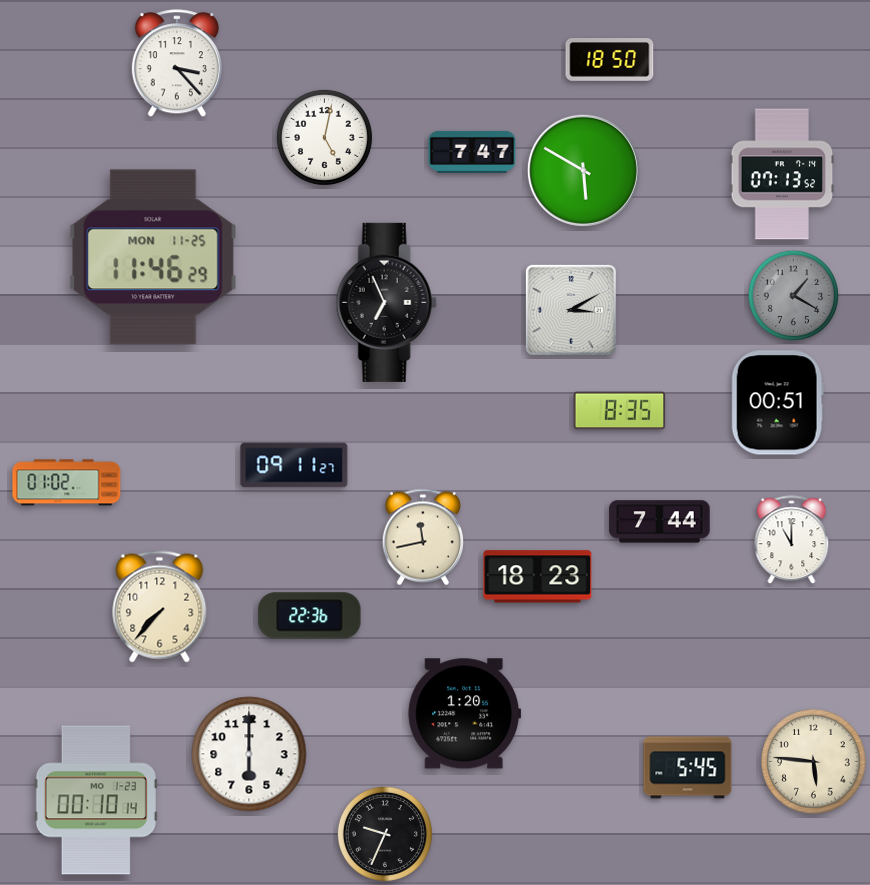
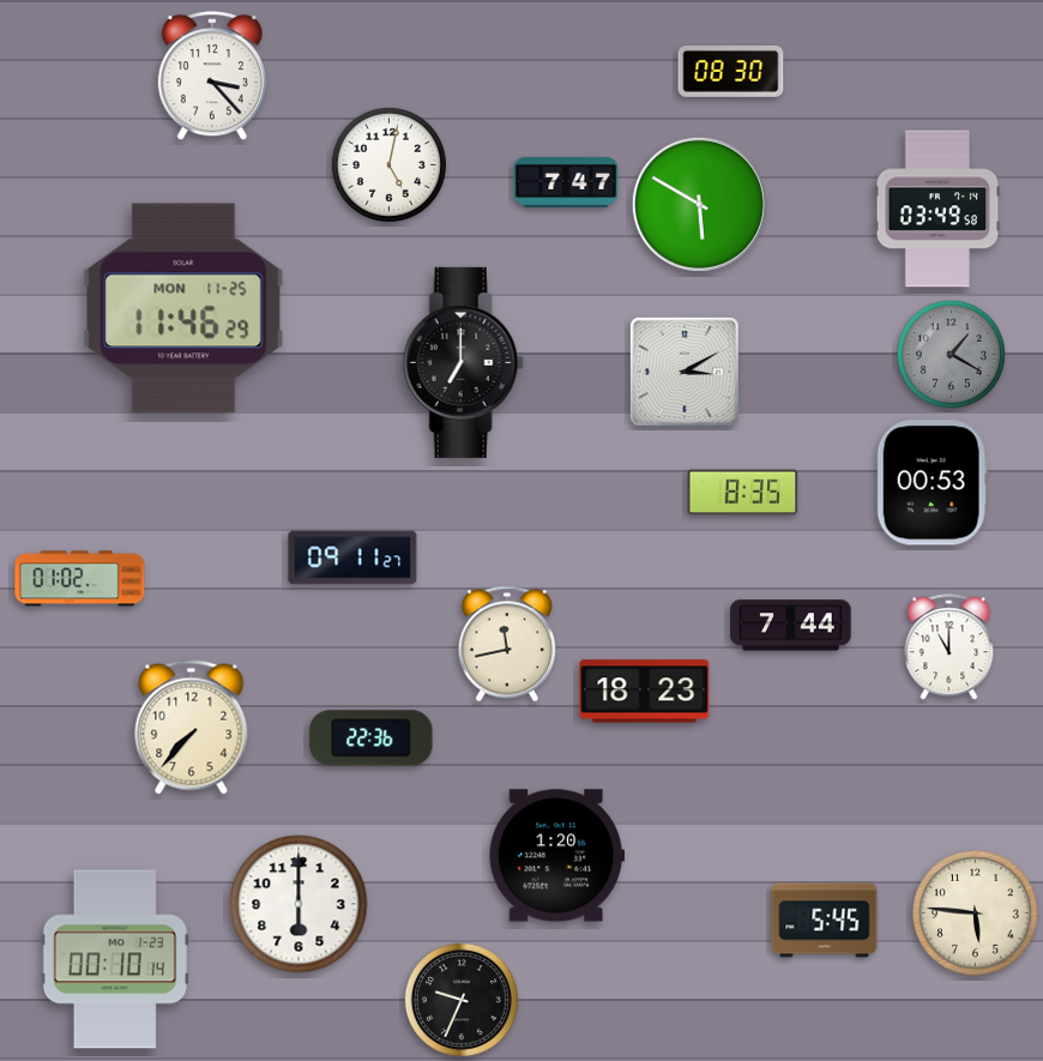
clock at (610, 60): 18:50 -> 08:30
clock at (782, 174): 07:13 -> 03:49
clock at (386, 302): 6:56 -> 7:00
clock at (777, 403): 00:51 -> 00:53
